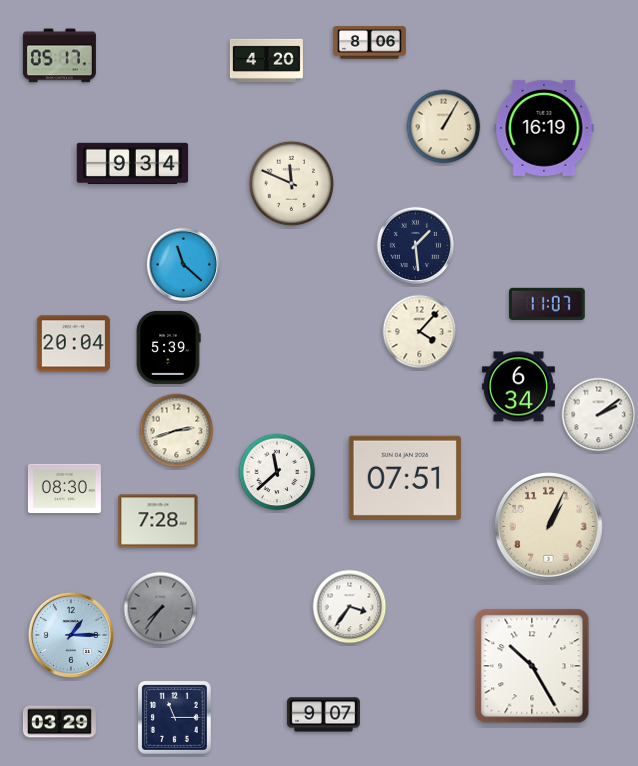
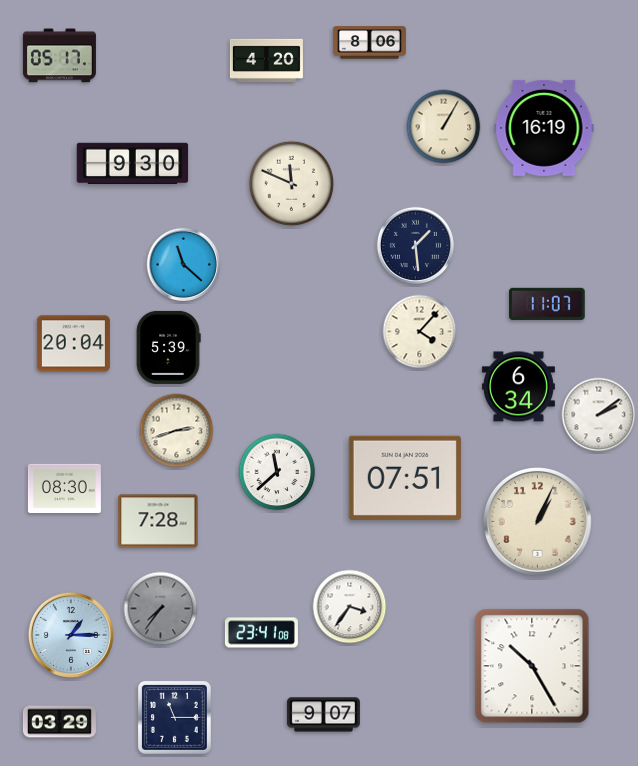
clock at (133, 164): 9:34 -> 9:30
clock at (549, 527) position: (549, 527) -> (538, 522)
clock at (261, 633): none -> 23:41
